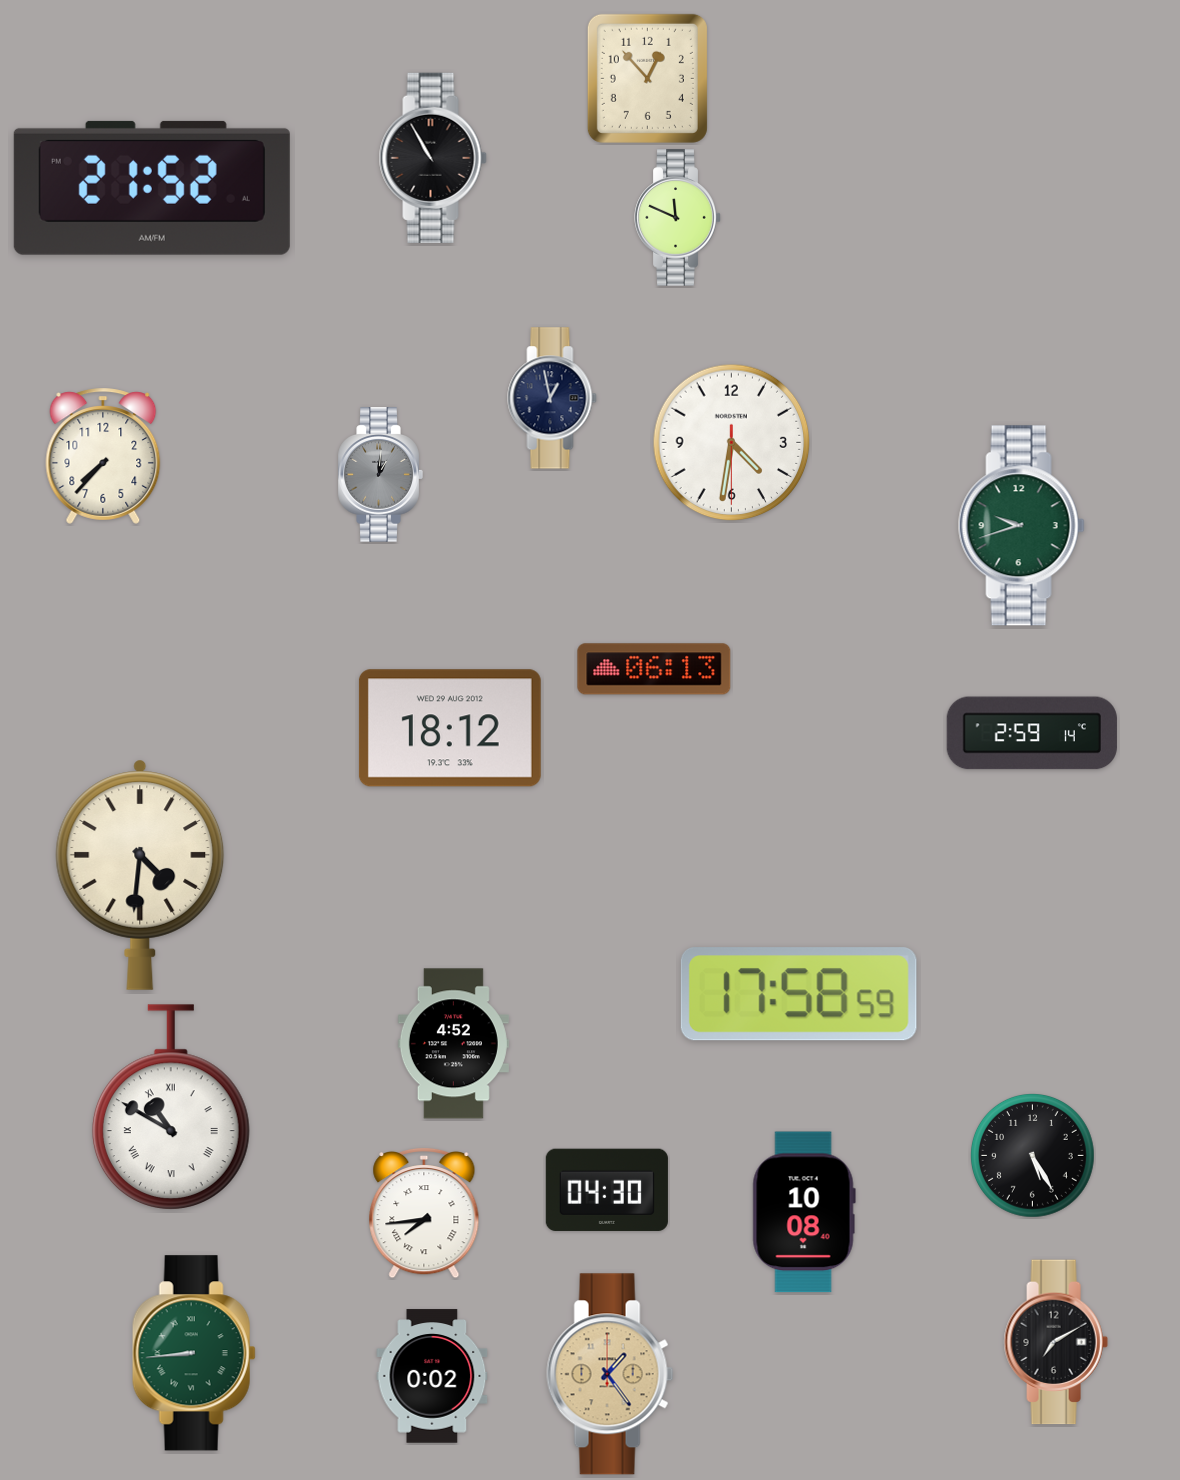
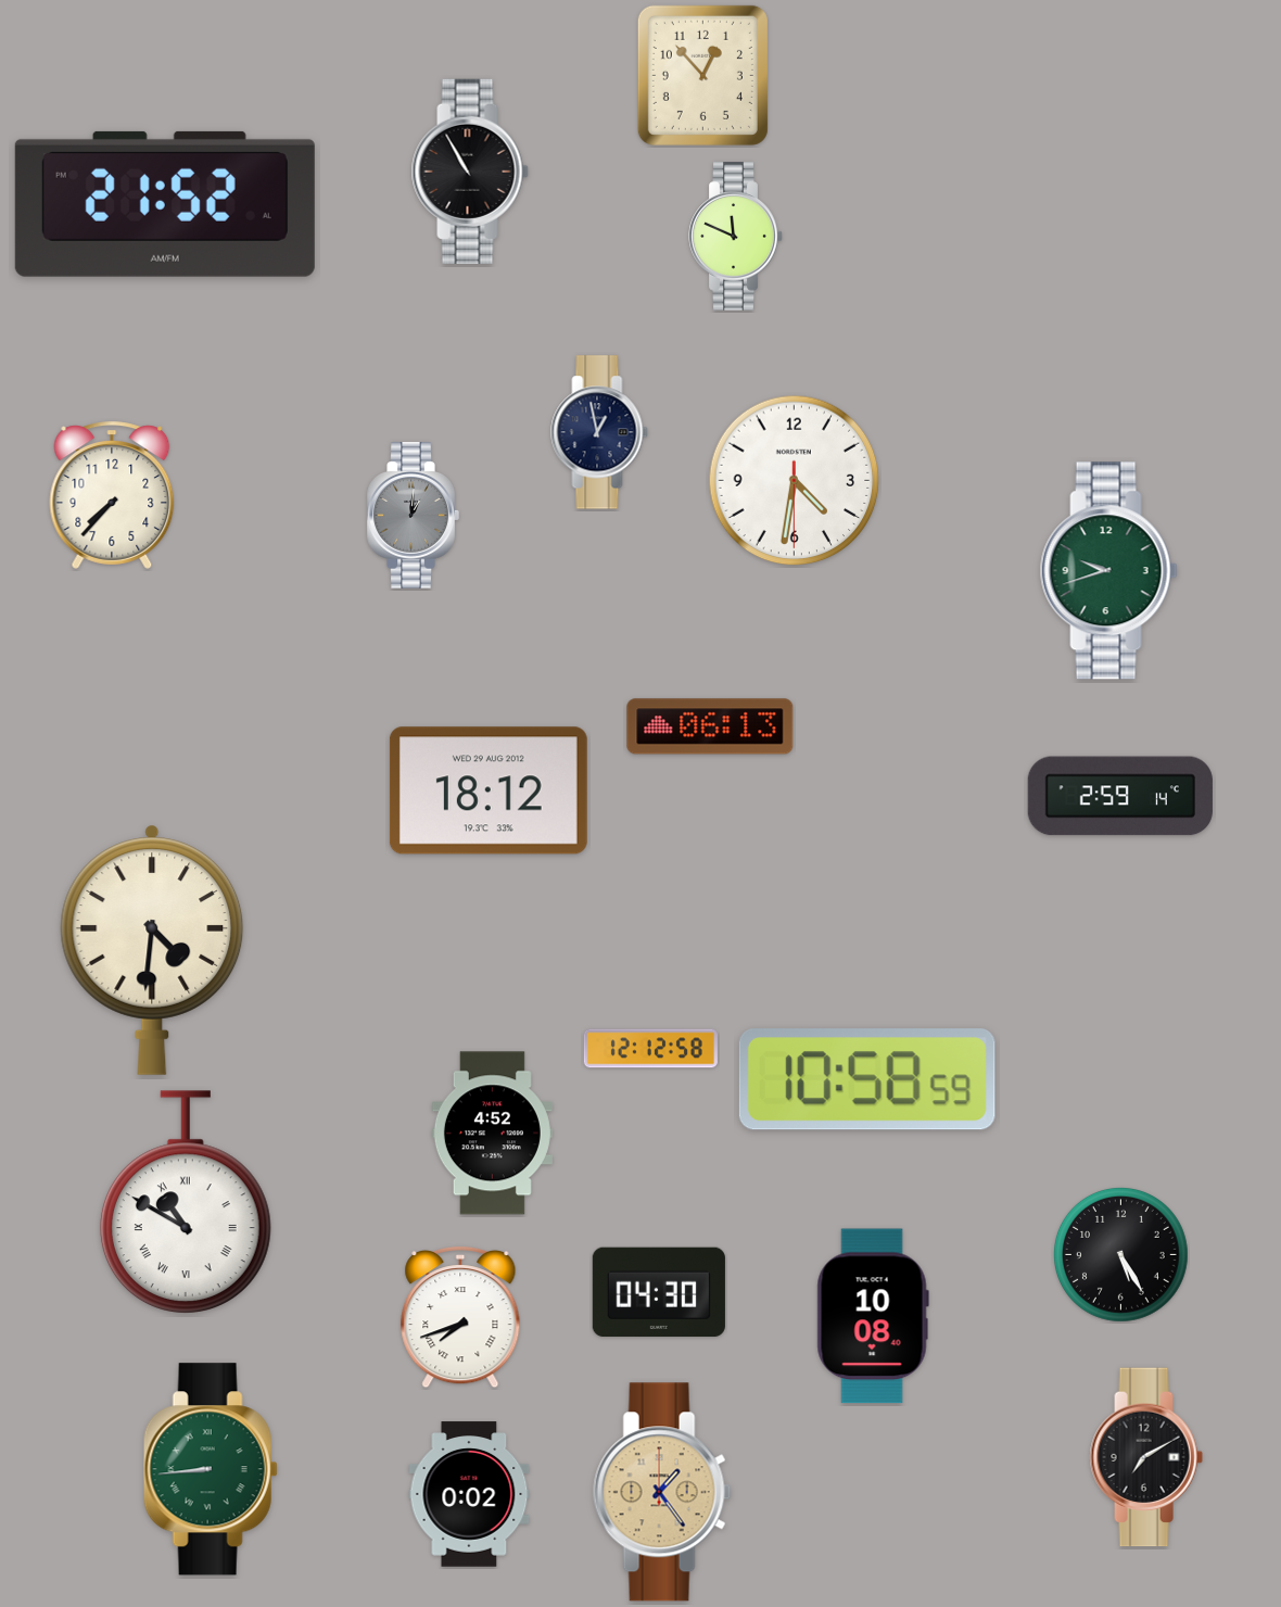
clock at (647, 78) position: (647, 78) -> (702, 75)
clock at (650, 1049): none -> 12:12
clock at (799, 994): 17:58 -> 10:58
clock at (424, 1213): 7:44 -> 7:42
